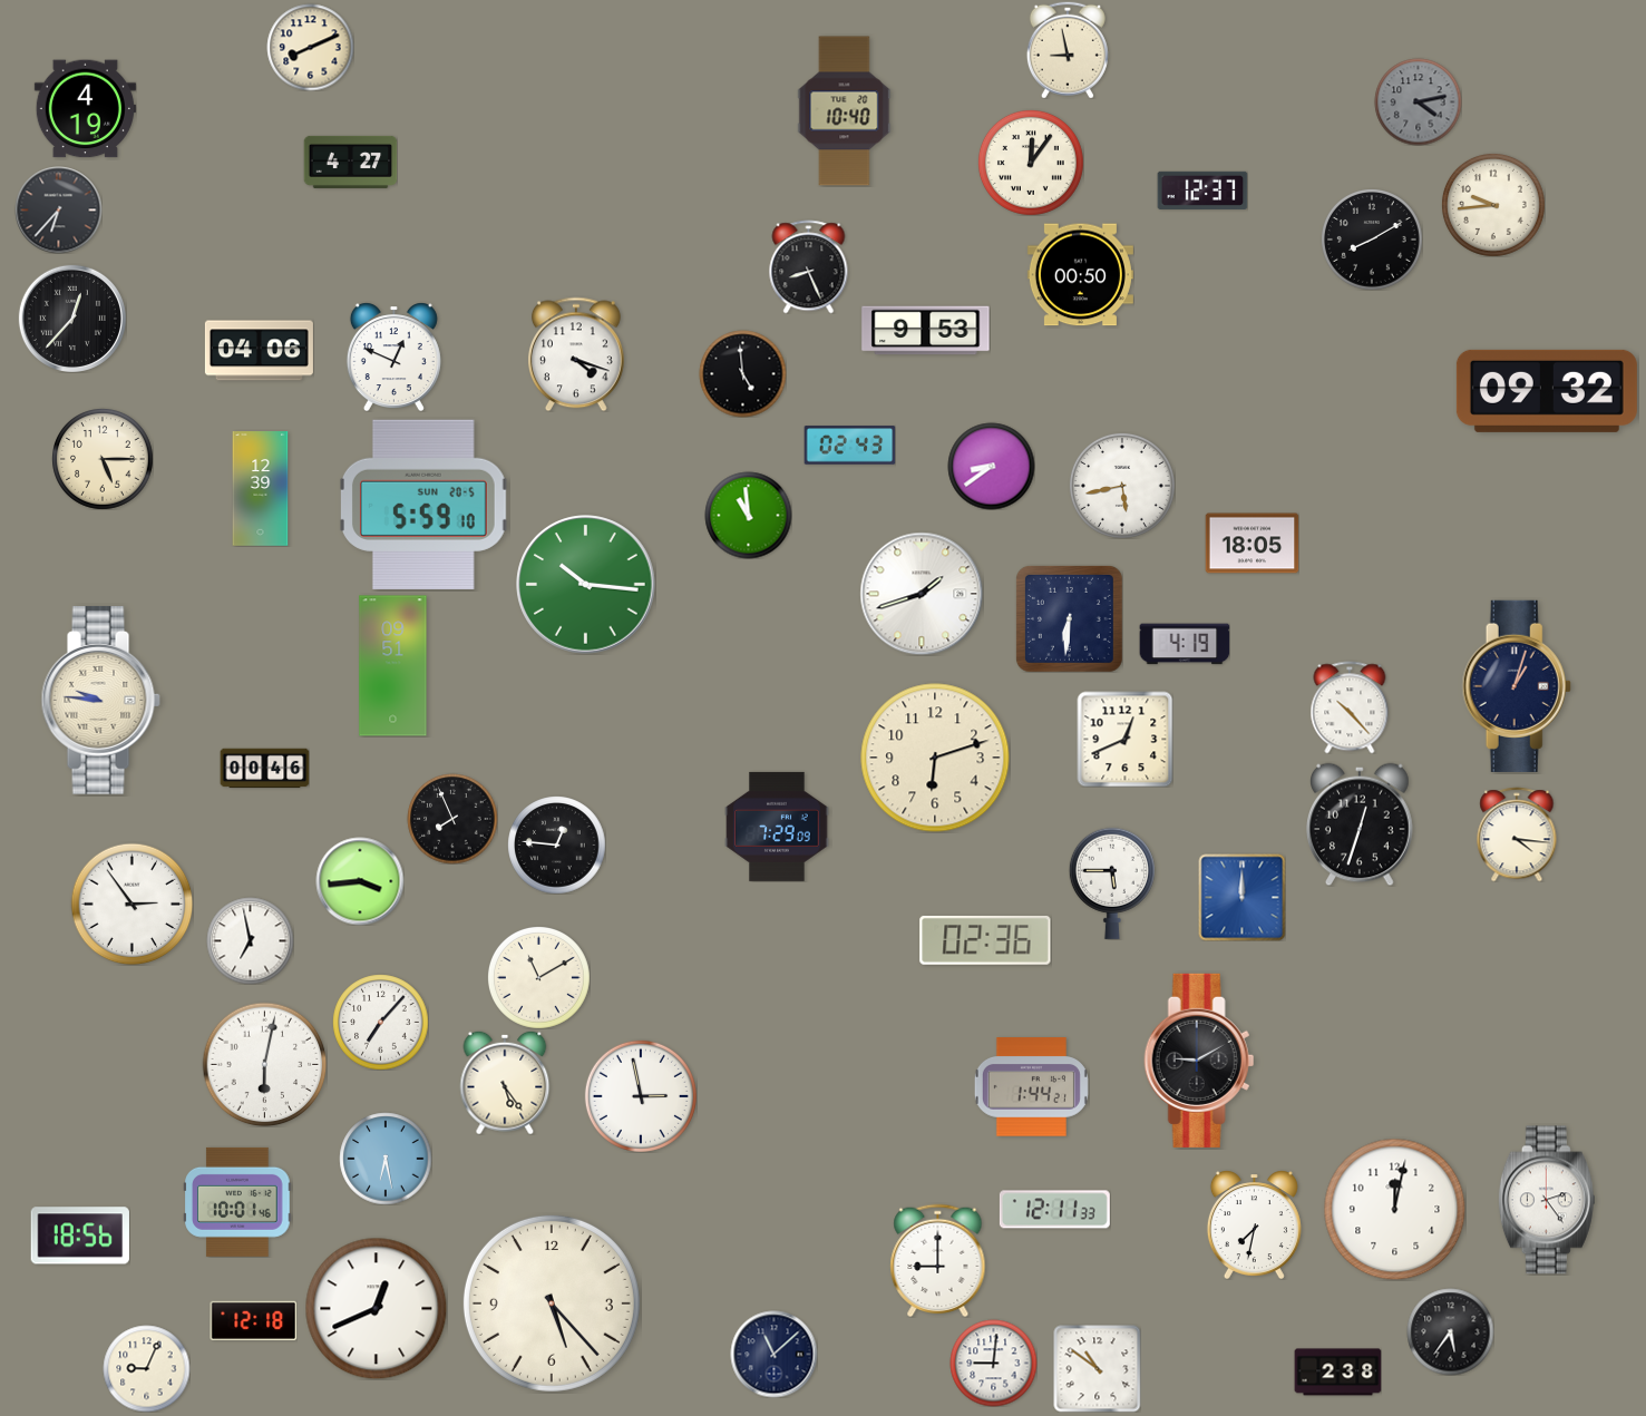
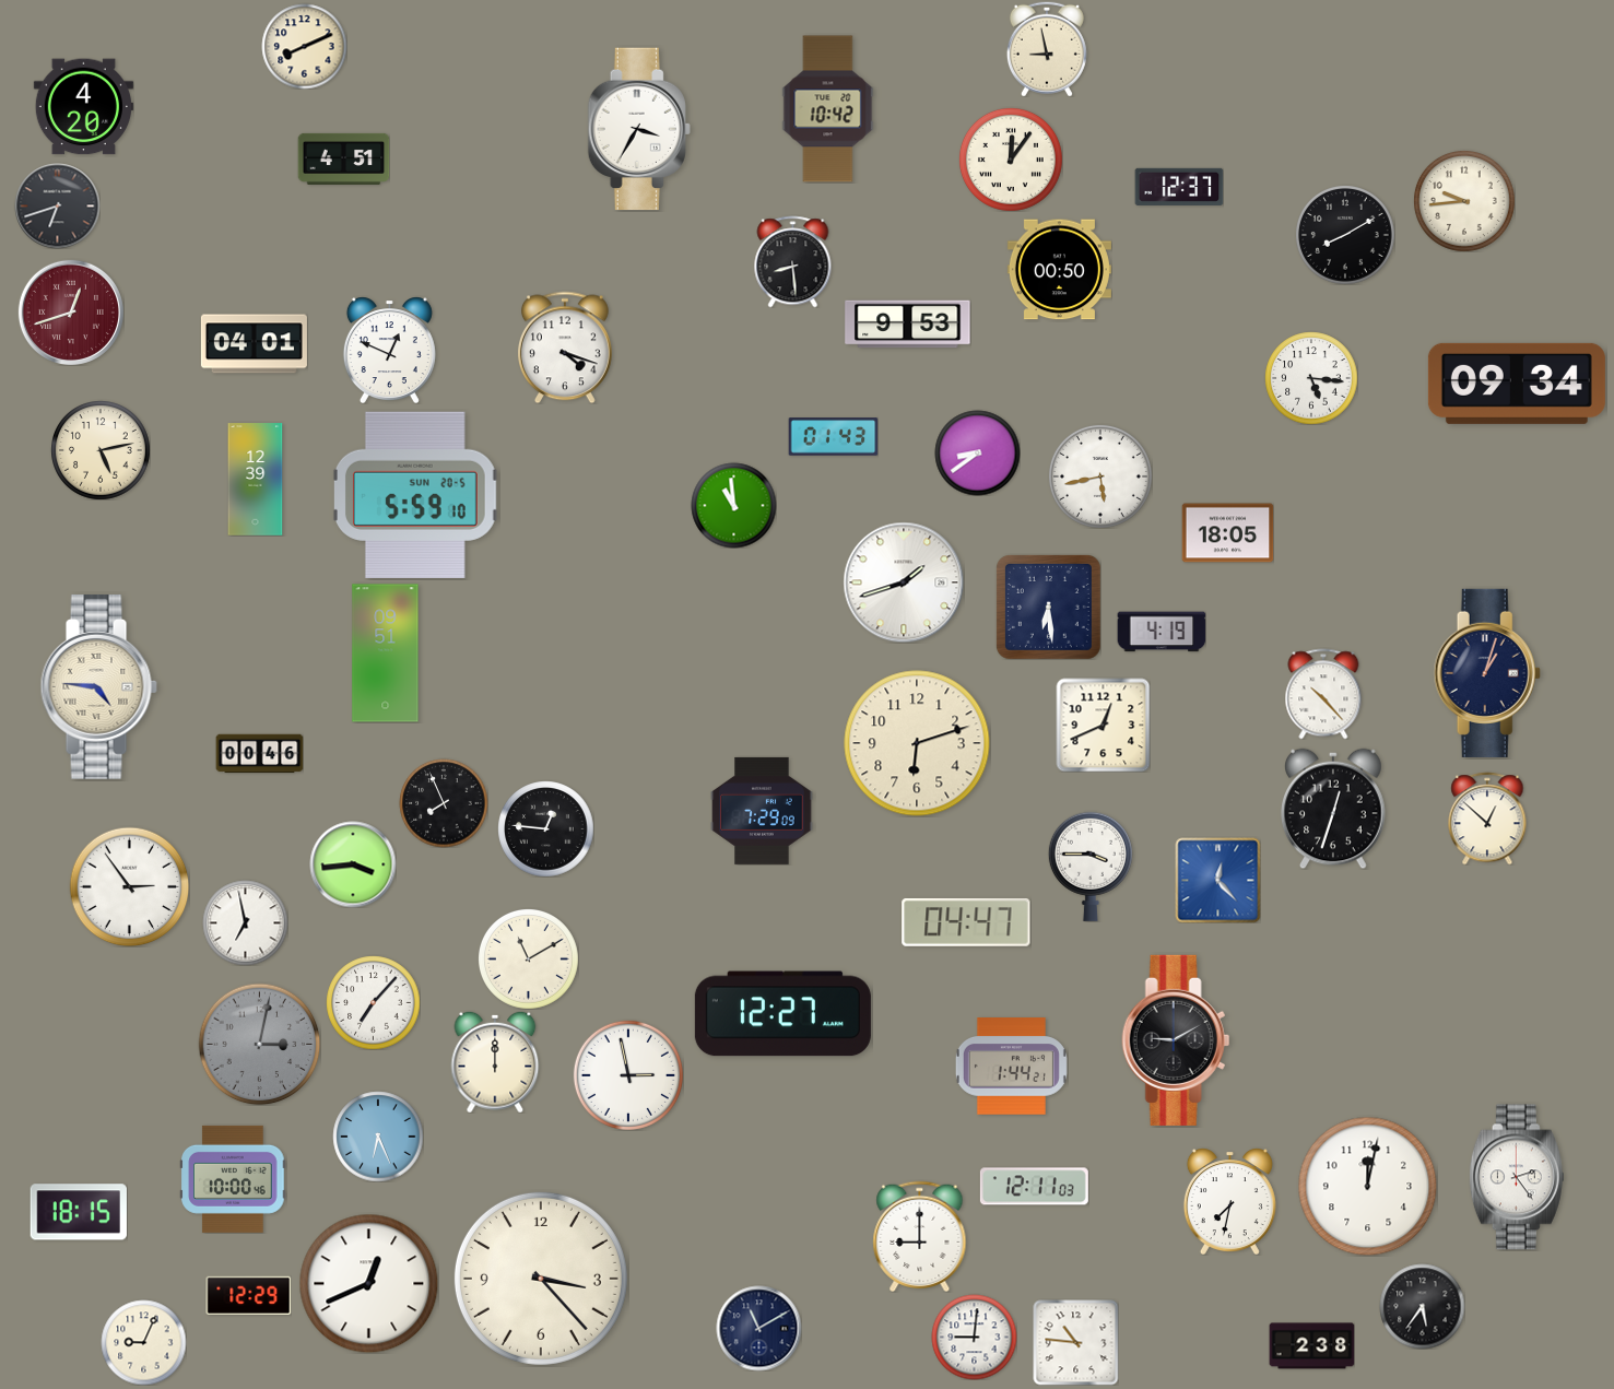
clock at (1418, 101): 4:13 -> none
clock at (85, 109): 4:19 -> 4:20
clock at (845, 111): 10:40 -> 10:42
clock at (639, 129): none -> 3:35
clock at (350, 162): 4:27 -> 4:51
clock at (58, 209): 6:37 -> 6:42
clock at (809, 266): 8:26 -> 8:29
clock at (72, 319): 12:37 -> 12:42
clock at (72, 319) dial: black -> burgundy
clock at (259, 351): 04:06 -> 04:01
clock at (393, 357) position: (393, 357) -> (389, 350)
clock at (742, 373): 4:59 -> none
clock at (1311, 378): none -> 5:16
clock at (1547, 391): 09:32 -> 09:34
clock at (849, 446): 02:43 -> 01:43
clock at (103, 459): 5:15 -> 5:13
clock at (991, 466) position: (991, 466) -> (977, 452)
clock at (586, 585): 10:16 -> none
clock at (1069, 618): 6:31 -> 6:29
clock at (100, 700): 9:46 -> 4:46
clock at (1517, 834): 4:16 -> 12:52
clock at (1112, 883): 5:45 -> 3:45
clock at (1241, 897): 12:00 -> 12:23
clock at (985, 940): 02:36 -> 04:47
clock at (782, 1014): none -> 12:27
clock at (264, 1064): 6:02 -> 3:02
clock at (264, 1064) dial: white -> grey
clock at (505, 1083): 5:24 -> 12:00
clock at (386, 1159): 6:28 -> 6:26
clock at (237, 1202): 10:01 -> 10:00
clock at (1054, 1210): 12:11:33 -> 12:11:03
clock at (80, 1236): 18:56 -> 18:15
clock at (552, 1303): 5:23 -> 3:23
clock at (253, 1320): 12:18 -> 12:29
clock at (773, 1354): 11:08 -> 11:10
clock at (1097, 1368): 10:51 -> 10:46
